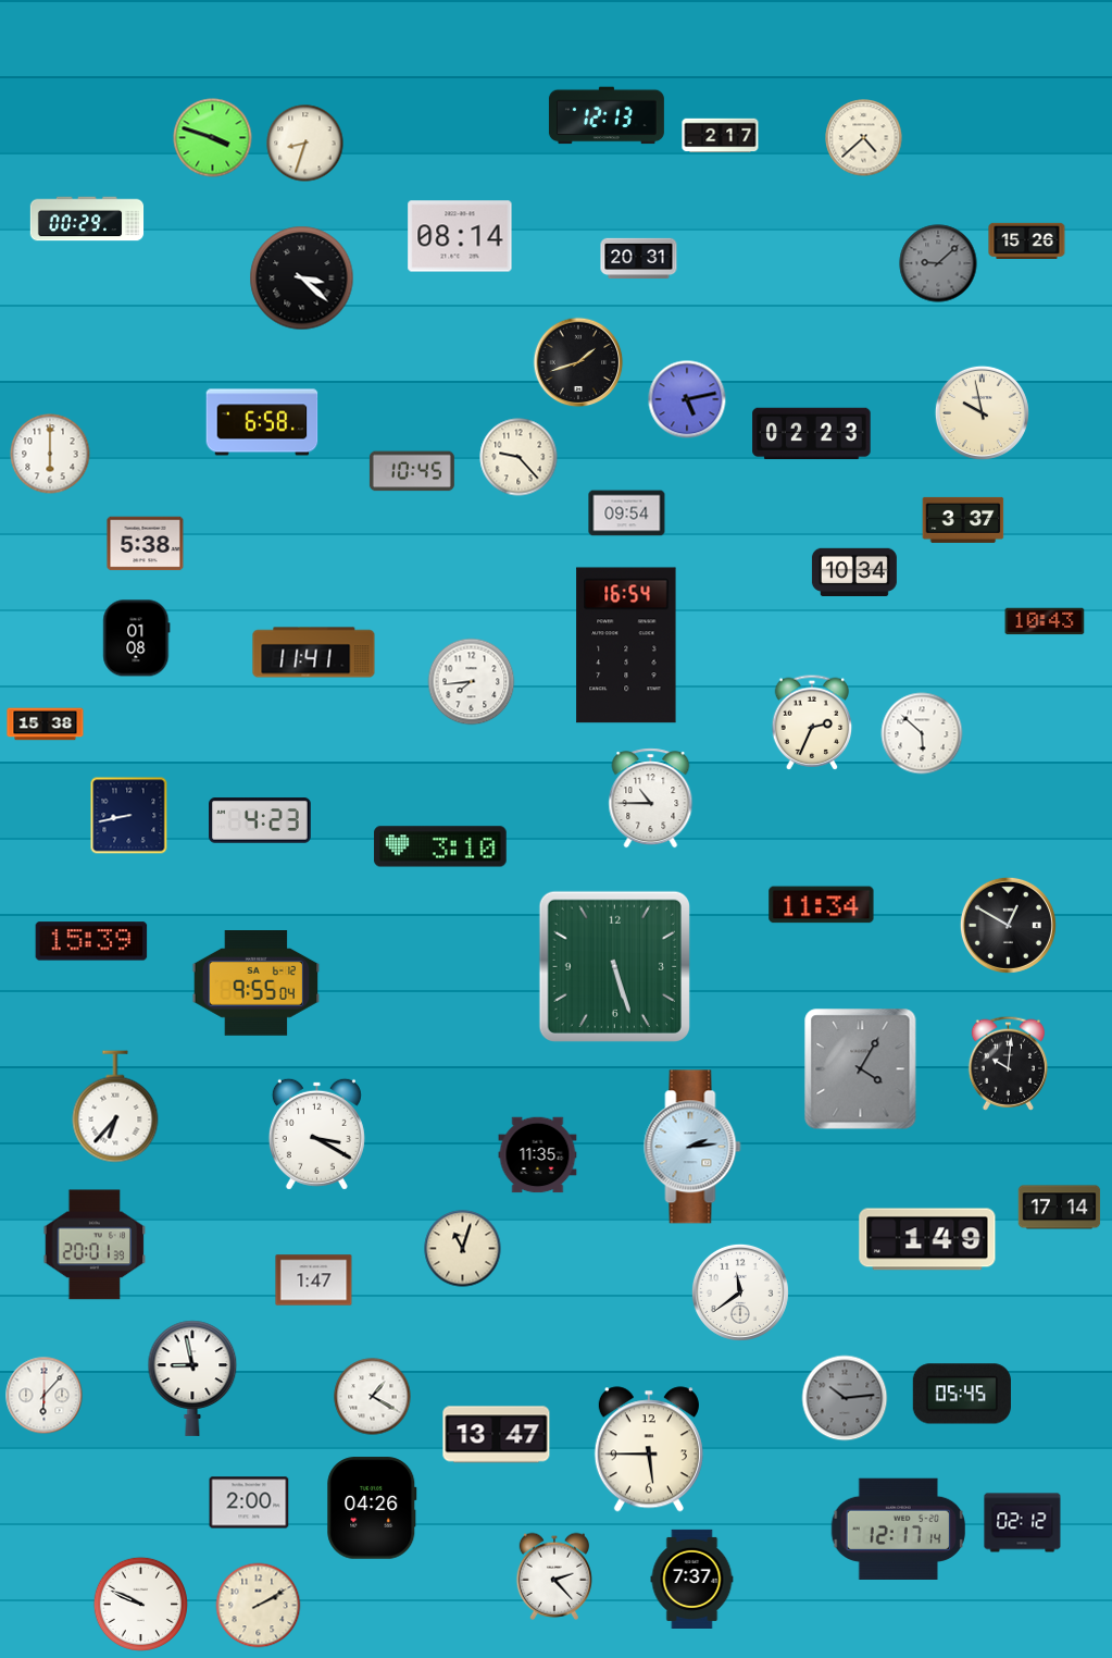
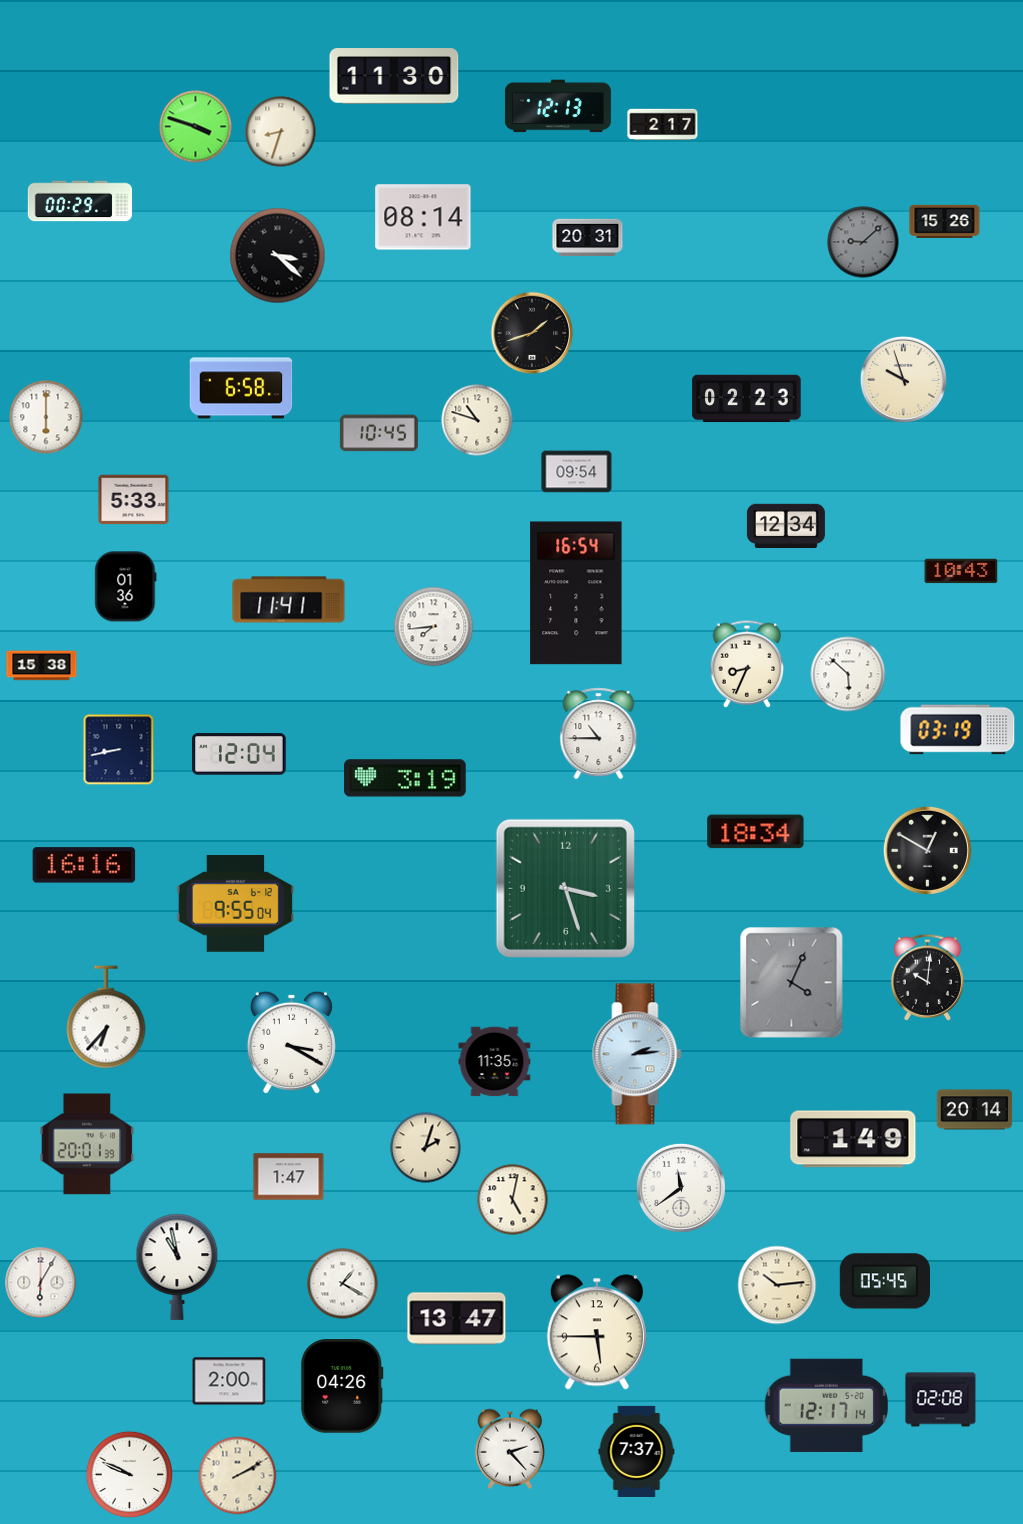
clock at (394, 76): none -> 11:30
clock at (864, 138): 4:38 -> none
clock at (687, 399): 5:13 -> none
clock at (982, 412): 9:58 -> 9:57
clock at (518, 457): 9:23 -> 10:48
clock at (963, 520): 3:37 -> none
clock at (146, 544): 5:38 -> 5:33
clock at (854, 571): 10:34 -> 12:34
clock at (137, 639): 01:08 -> 01:36
clock at (812, 722): 2:34 -> 8:34
clock at (958, 730): none -> 03:19
clock at (260, 820): 4:23 -> 12:04
clock at (440, 846): 3:10 -> 3:19
clock at (822, 905): 11:34 -> 18:34
clock at (91, 941): 15:39 -> 16:16
clock at (614, 966): 5:27 -> 3:27
clock at (861, 1069): 4:05 -> 4:04
clock at (1060, 1208): 17:14 -> 20:14
clock at (463, 1249): 11:03 -> 2:03
clock at (513, 1200): none -> 5:02
clock at (192, 1378): 8:58 -> 10:58
clock at (45, 1396): 6:07 -> 6:05
clock at (845, 1398) dial: grey -> cream
clock at (1023, 1523): 02:12 -> 02:08
